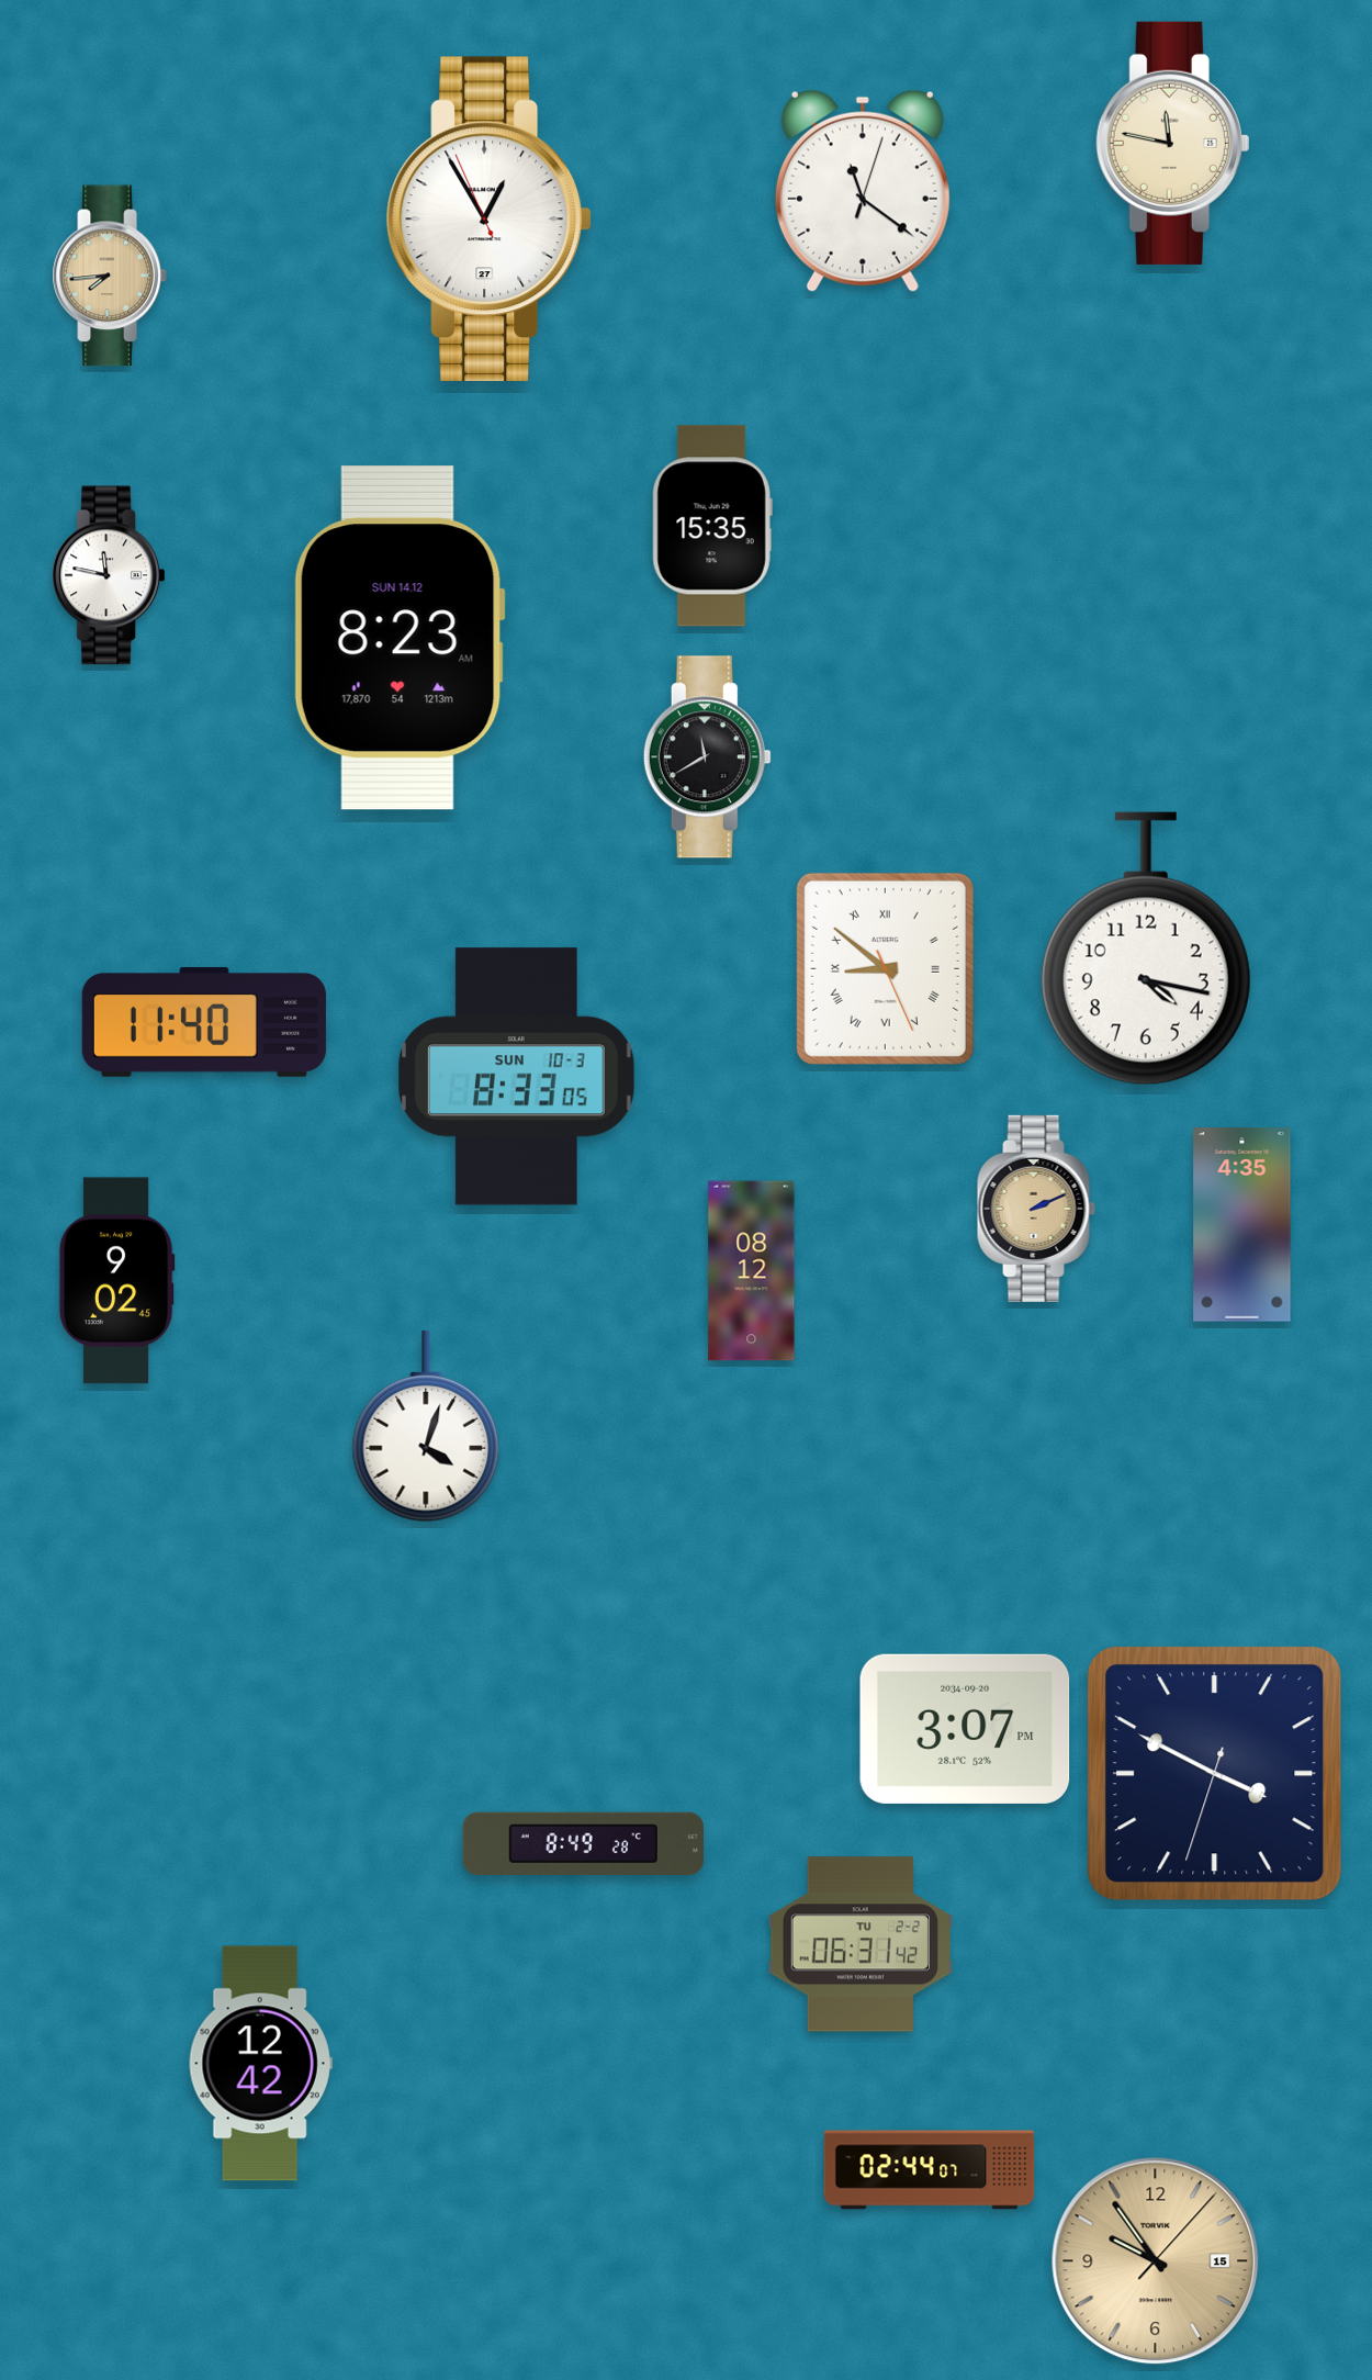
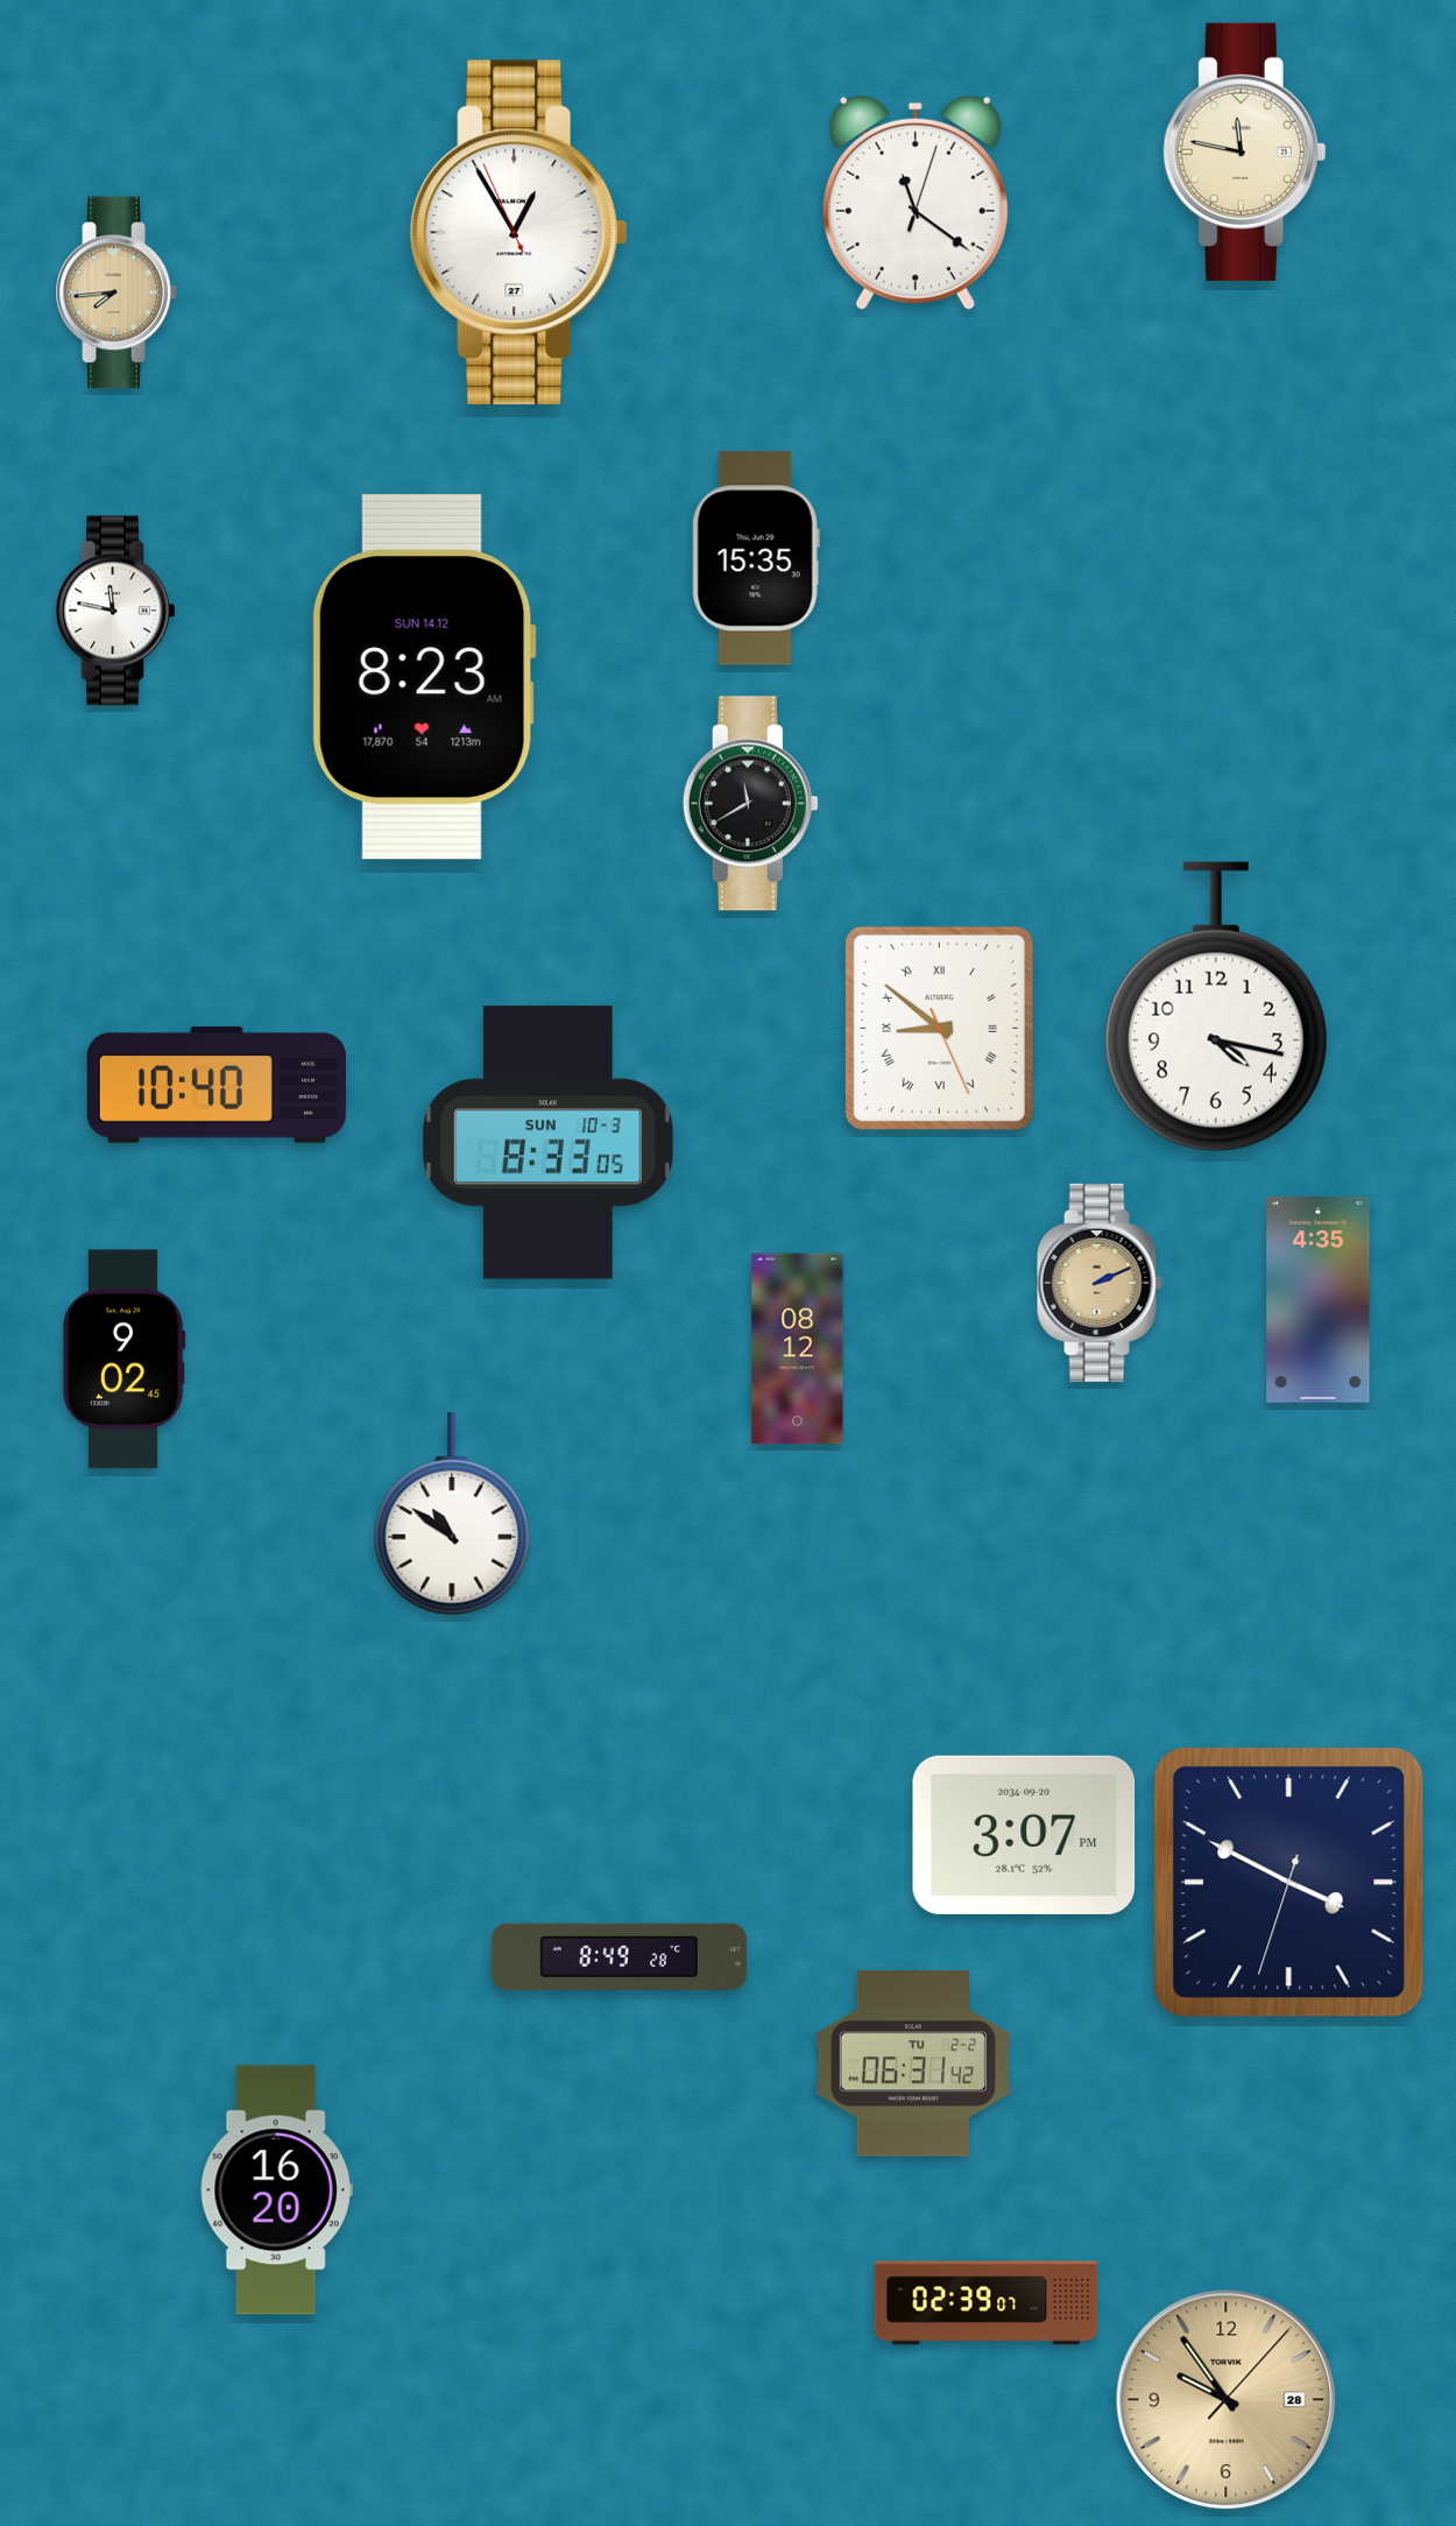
clock at (204, 1022): 11:40 -> 10:40
clock at (426, 1426): 4:03 -> 10:51
clock at (260, 2064): 12:42 -> 16:20
clock at (930, 2170): 02:44 -> 02:39
clock at (1156, 2261) date: 15 -> 28
